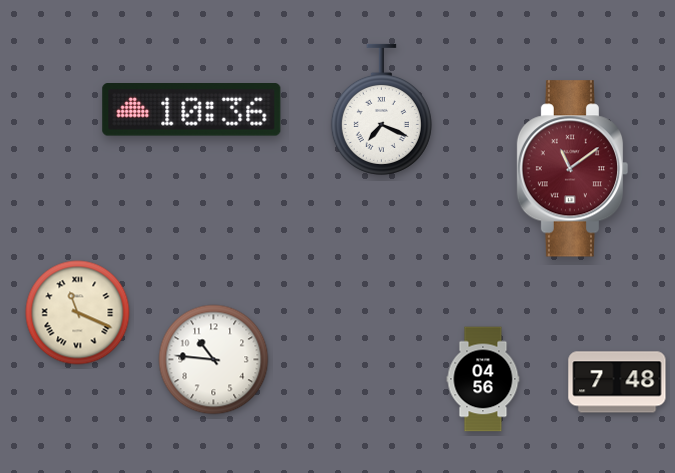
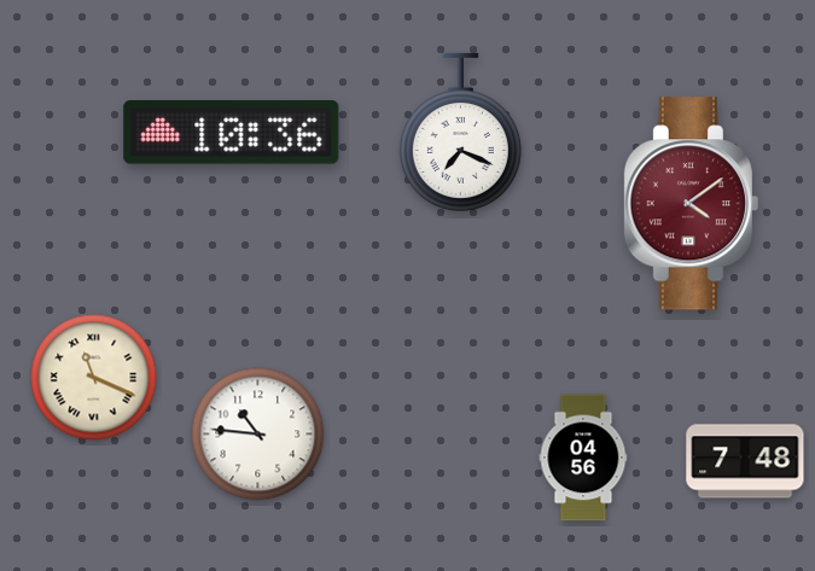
clock at (573, 169): 11:09 -> 4:09
